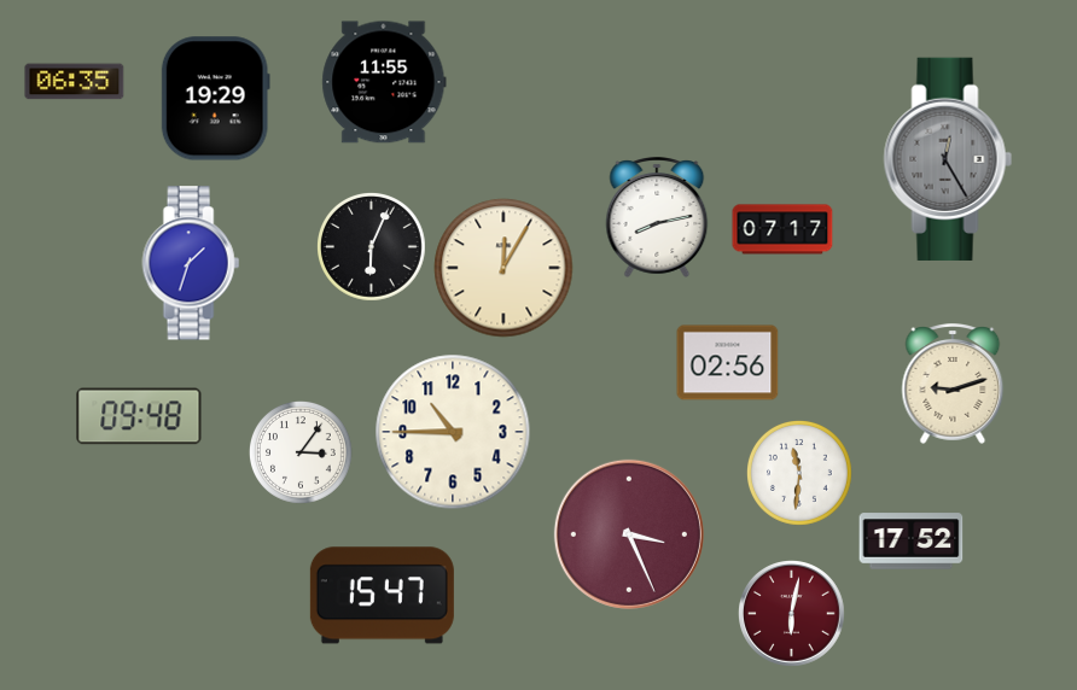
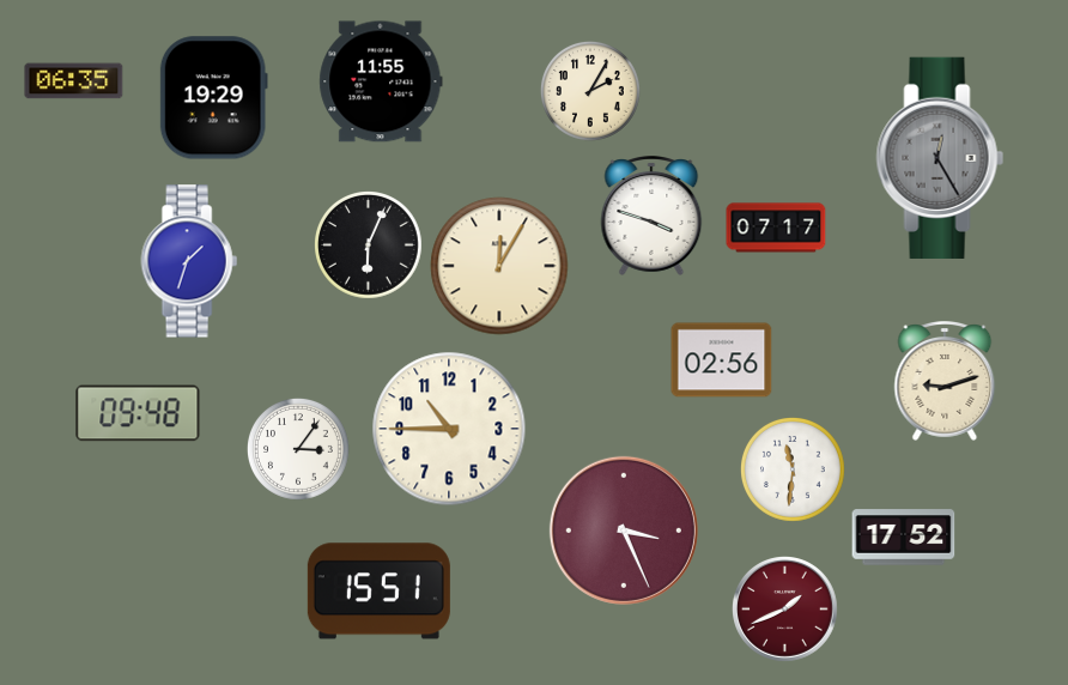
clock at (590, 91): none -> 2:05
clock at (657, 217): 8:13 -> 3:48
clock at (382, 596): 15:47 -> 15:51
clock at (792, 614): 6:02 -> 1:41
